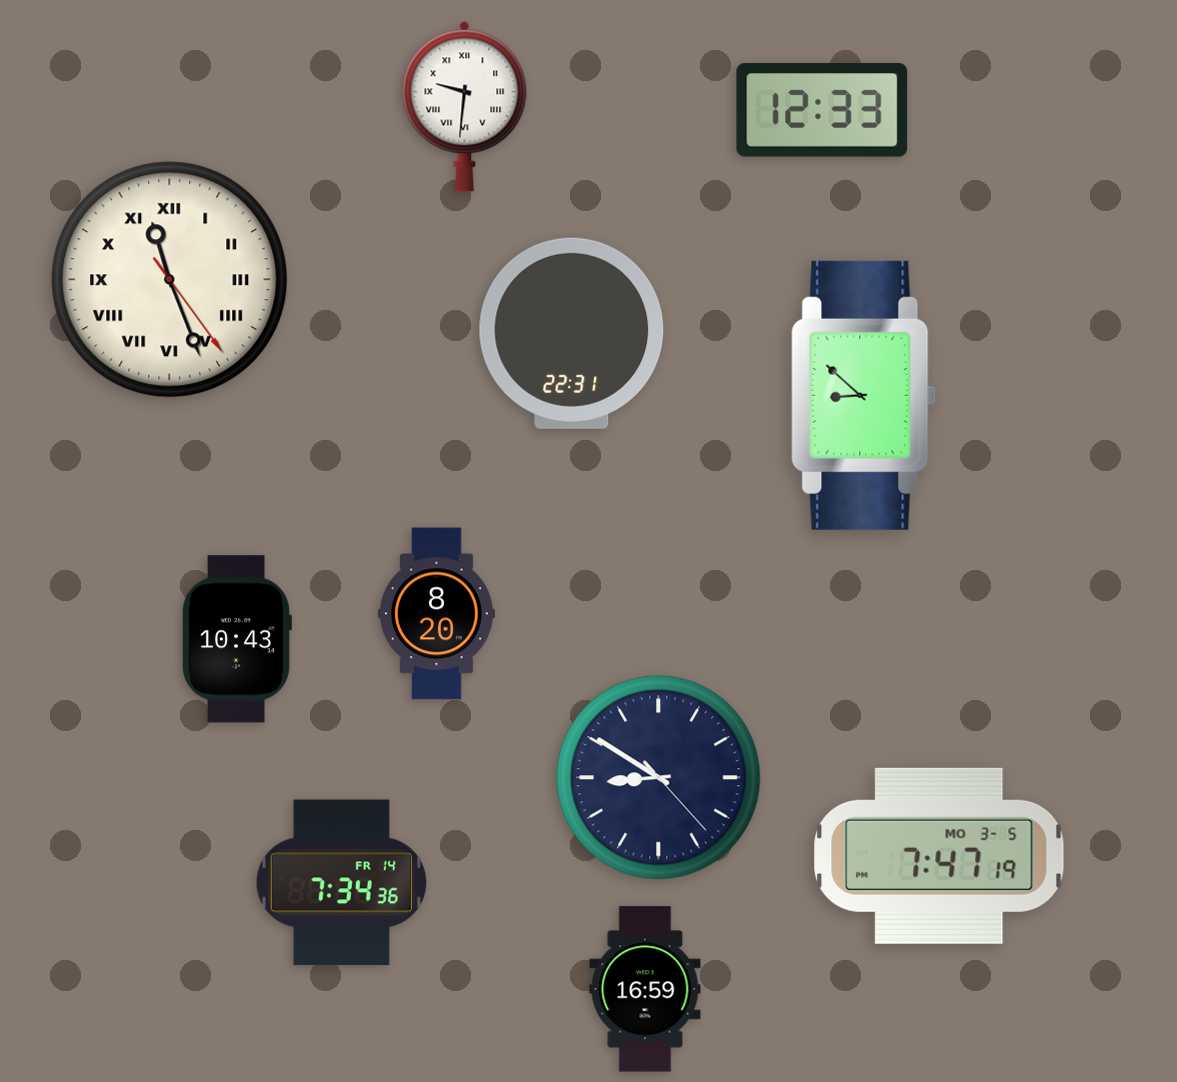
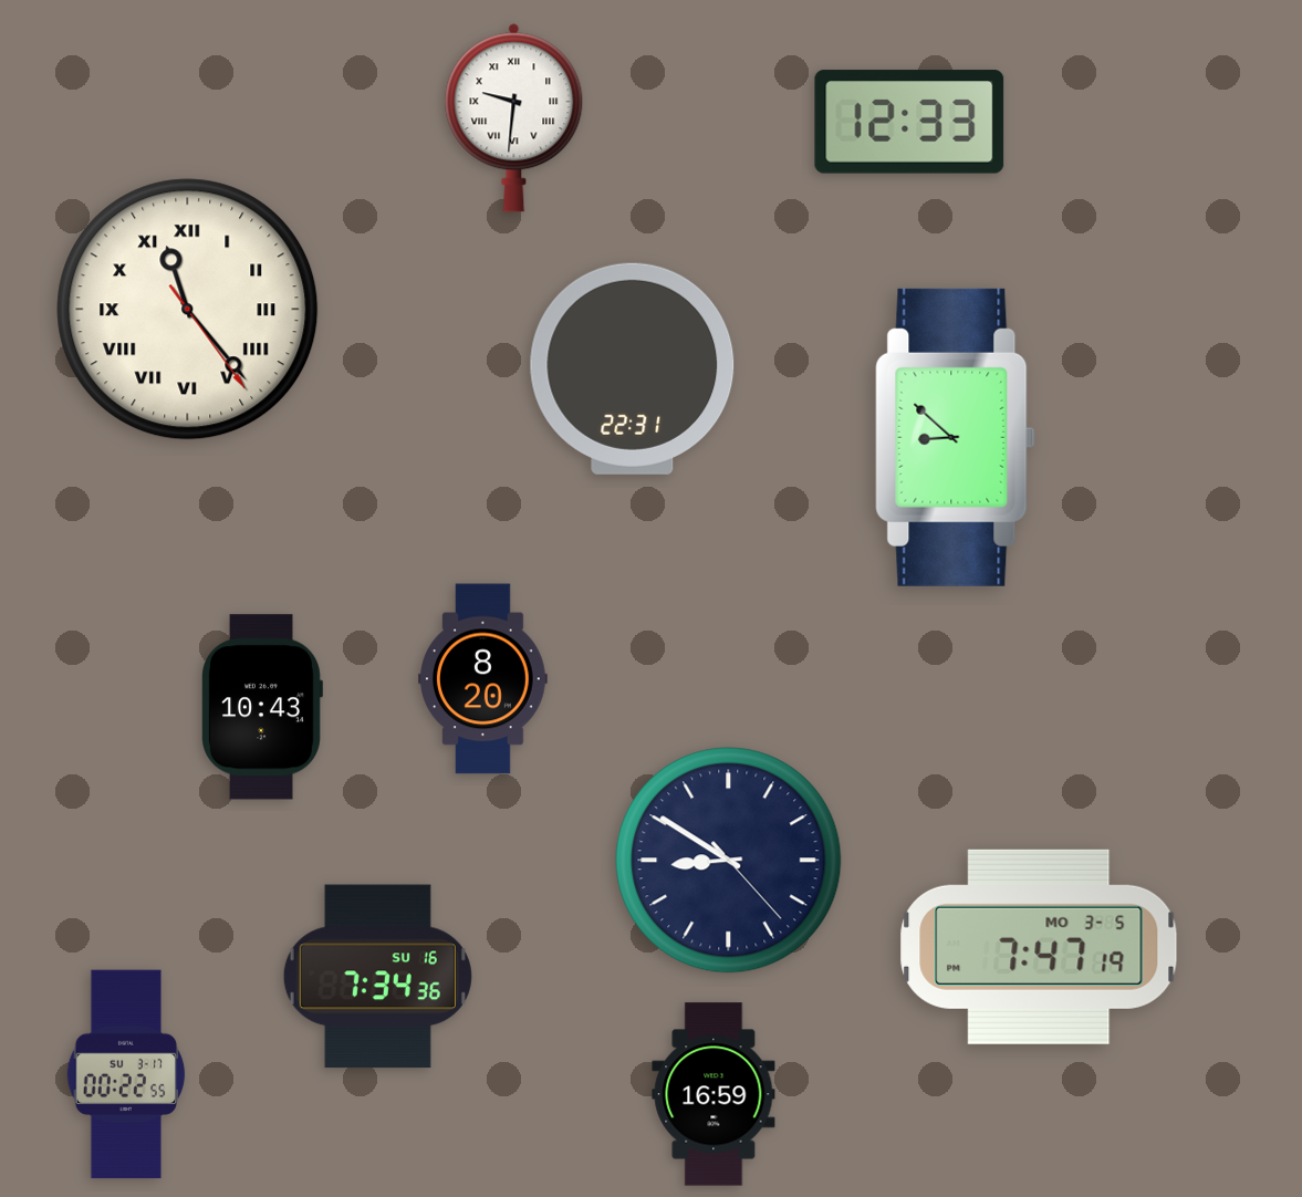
clock at (170, 280): 11:26 -> 11:23
clock at (341, 883) date: FR 14 -> SU 16
clock at (126, 1074): none -> 00:22
